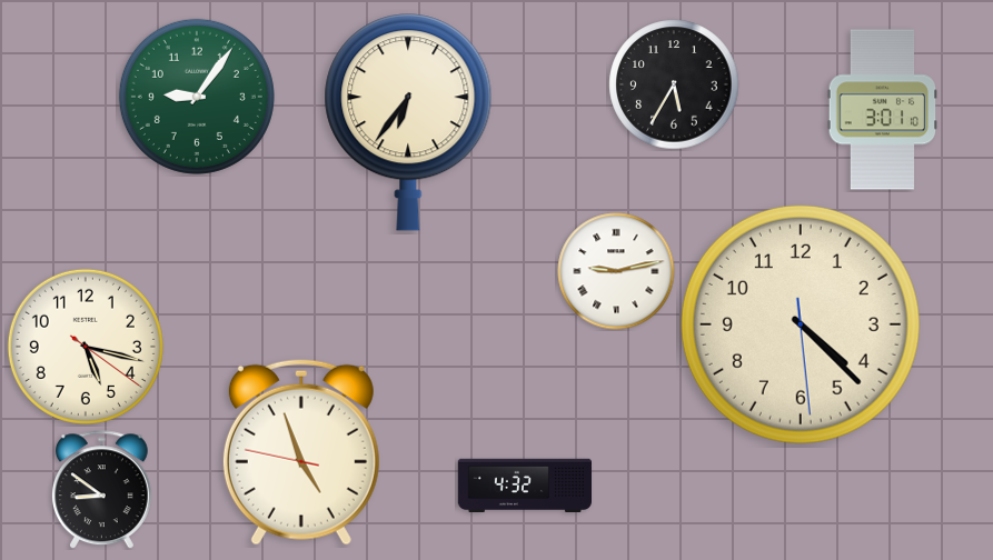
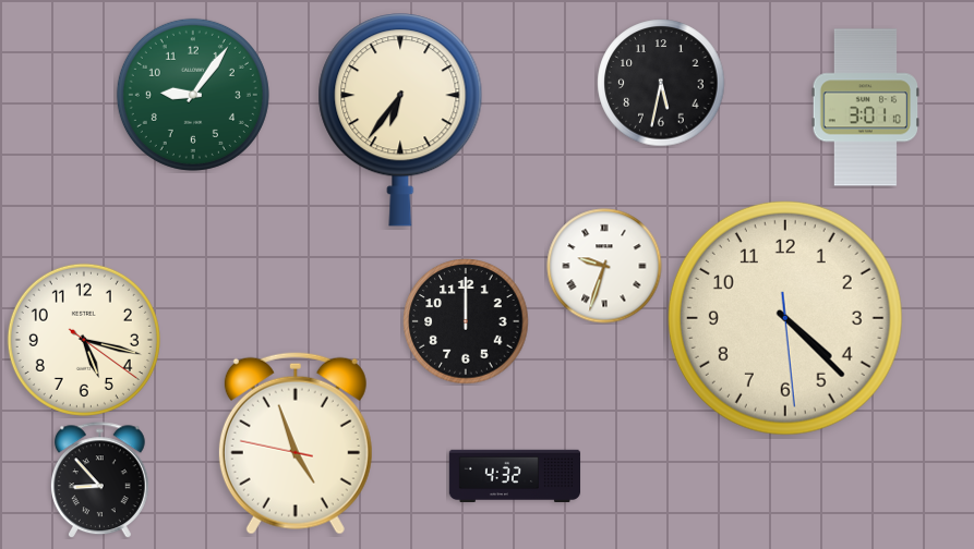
clock at (674, 84): 5:35 -> 5:32
clock at (616, 271): 9:13 -> 9:33
clock at (466, 321): none -> 12:00
clock at (101, 490): 8:51 -> 8:53
